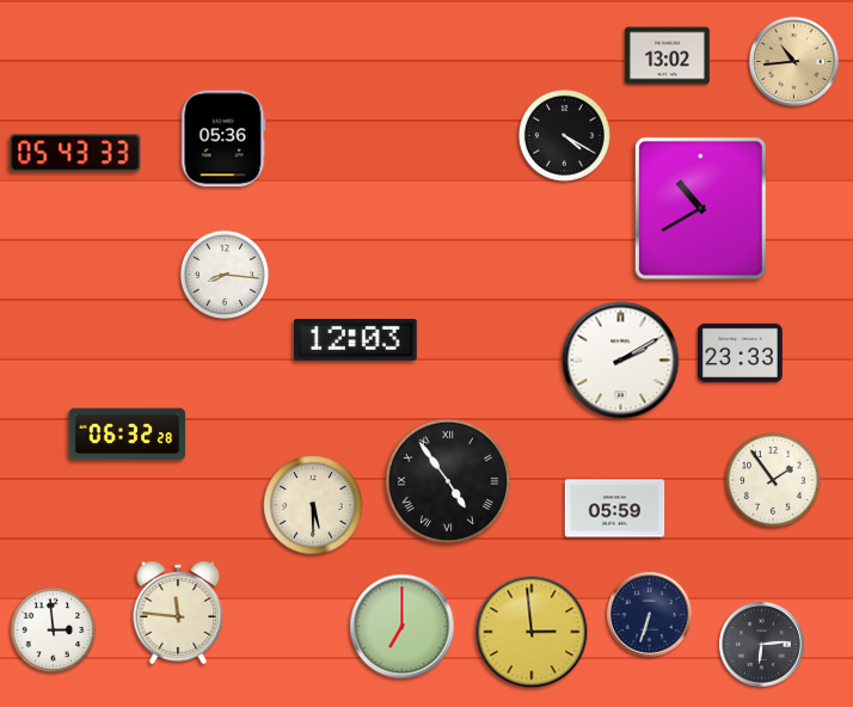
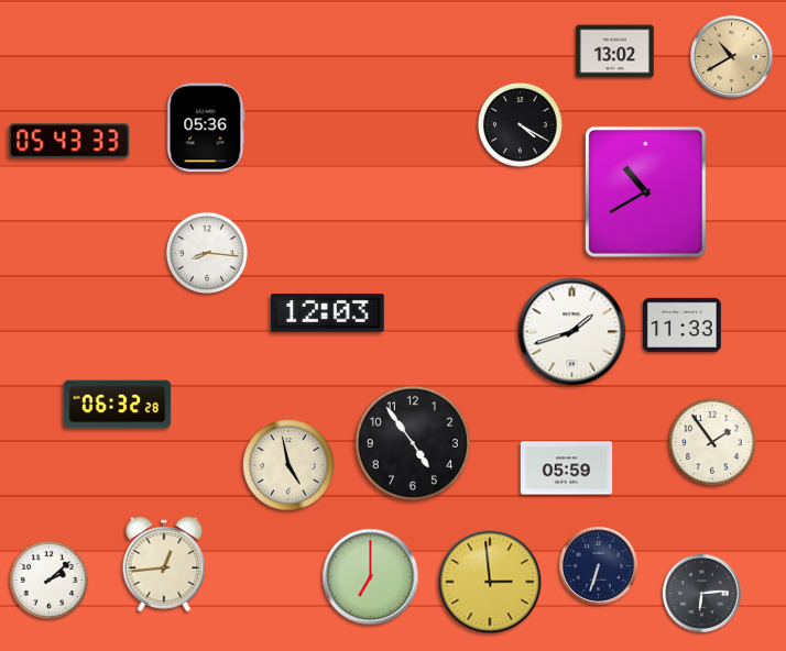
clock at (794, 62): 10:44 -> 10:40
clock at (741, 352): 23:33 -> 11:33
clock at (621, 361): 2:10 -> 1:42
clock at (128, 435) position: (128, 435) -> (118, 405)
clock at (448, 481) numerals: Roman -> Arabic
clock at (313, 505): 5:30 -> 4:58
clock at (178, 613): 11:46 -> 12:44
clock at (54, 631): 2:59 -> 2:08
